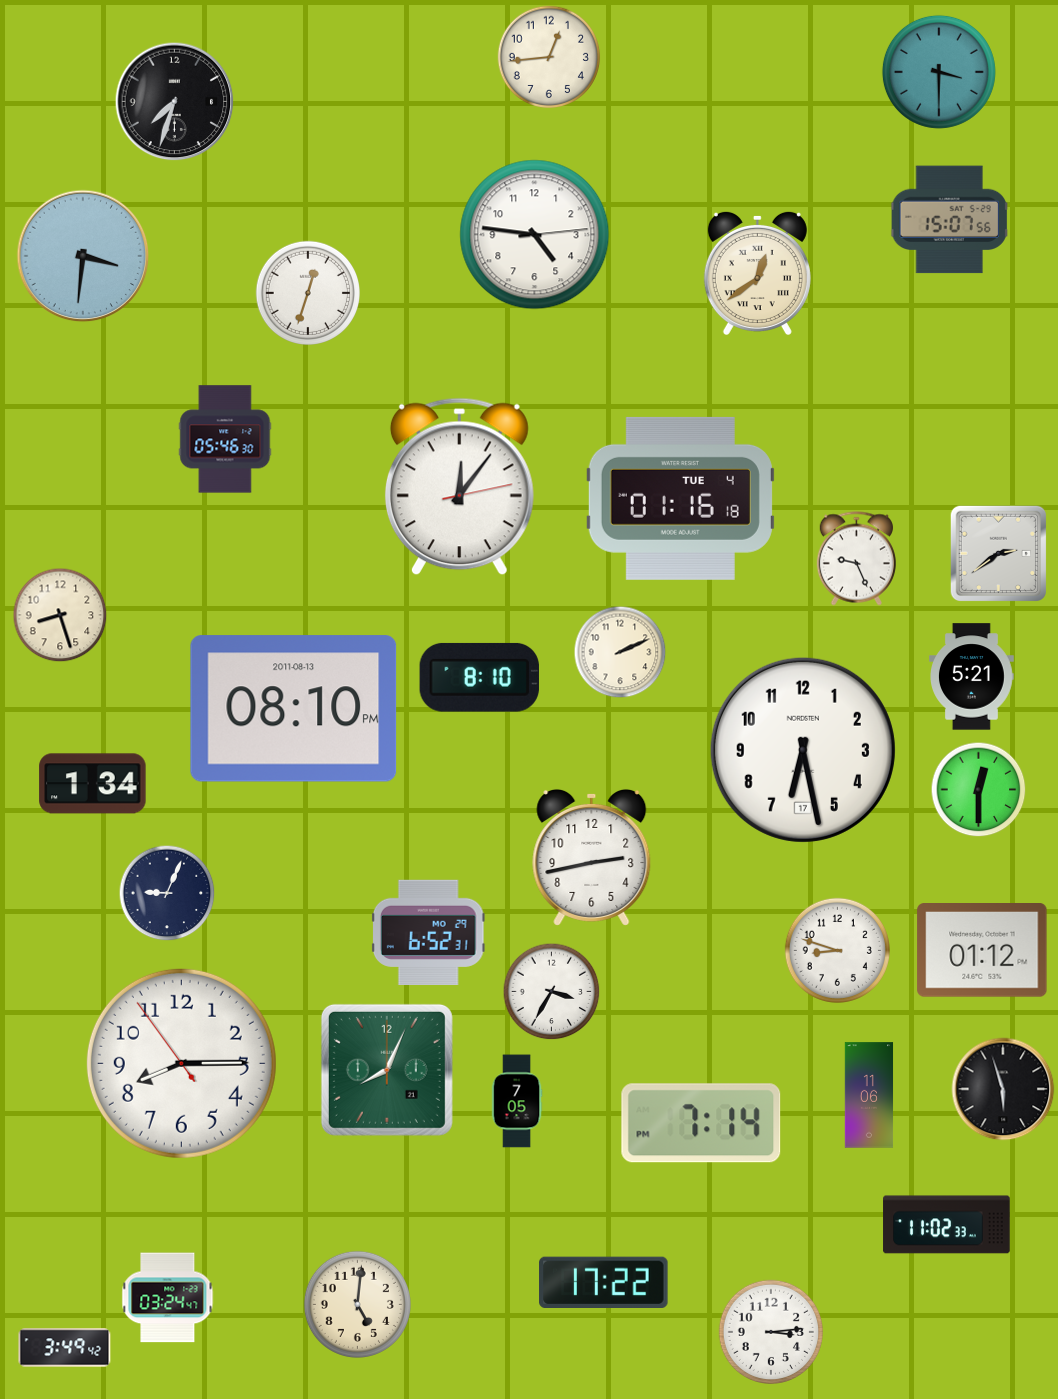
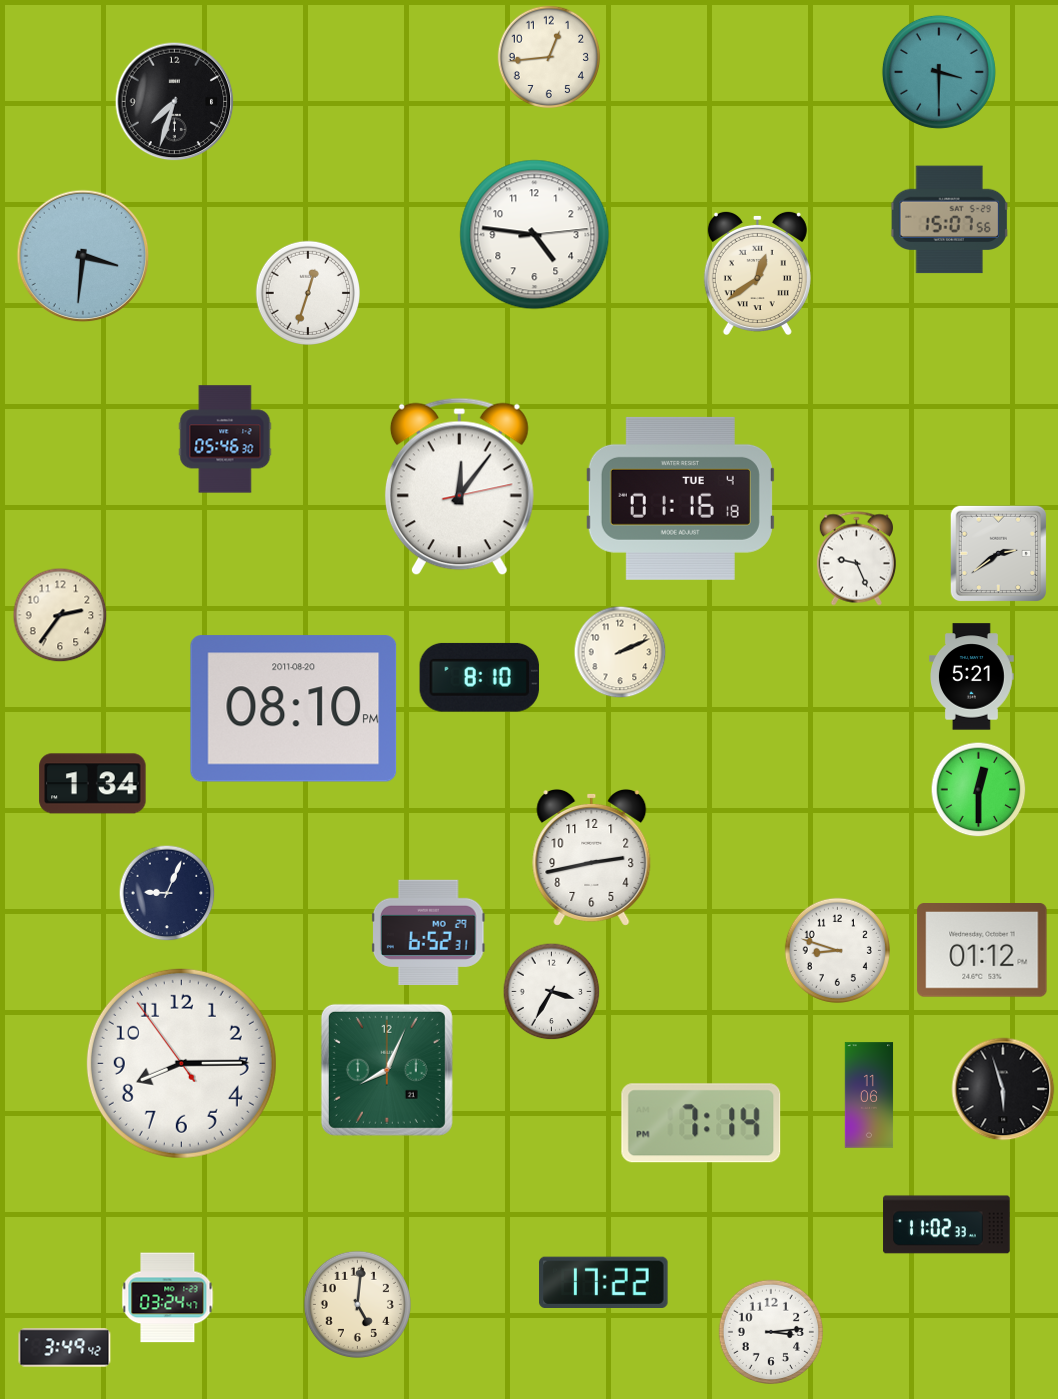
clock at (60, 615): 8:27 -> 2:36
clock at (294, 709) date: 2011-08-13 -> 2011-08-20
clock at (803, 750): 6:28 -> none
clock at (517, 1101): 7:05 -> none
